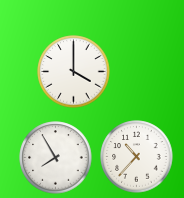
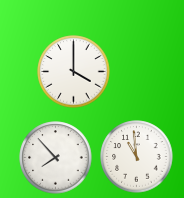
clock at (137, 157): 10:37 -> 10:59
clock at (56, 158): 7:55 -> 7:53
